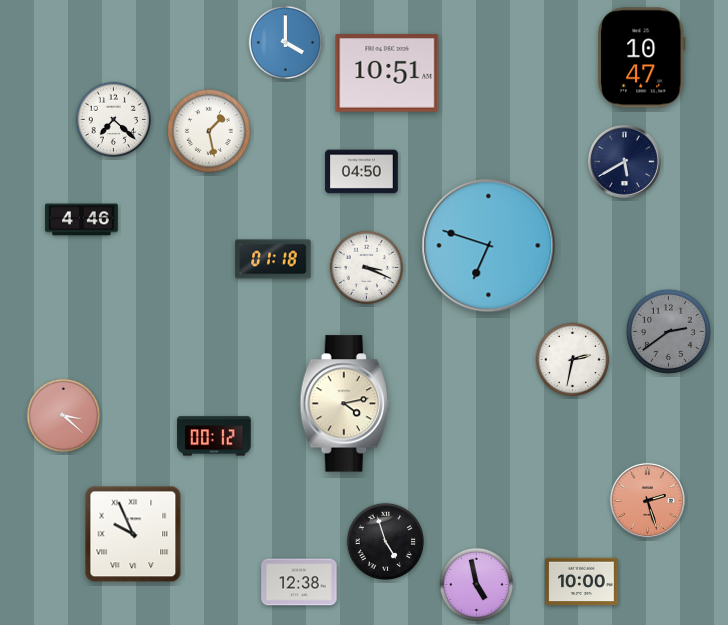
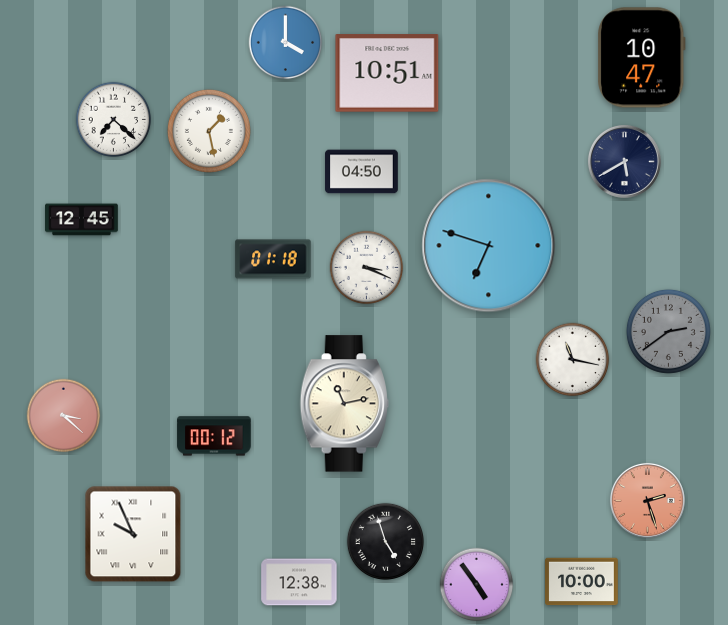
clock at (82, 220): 4:46 -> 12:45
clock at (573, 360): 2:32 -> 11:17
clock at (344, 404): 4:13 -> 11:13
clock at (477, 585): 4:58 -> 4:54
